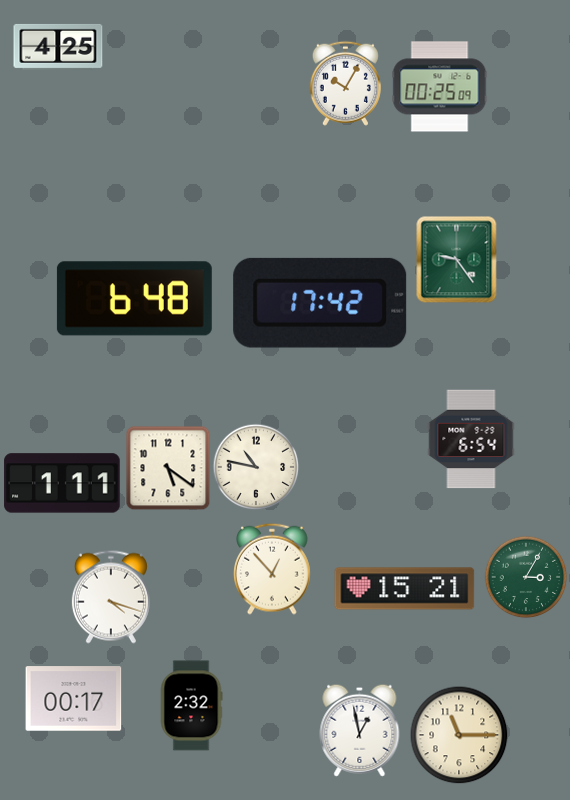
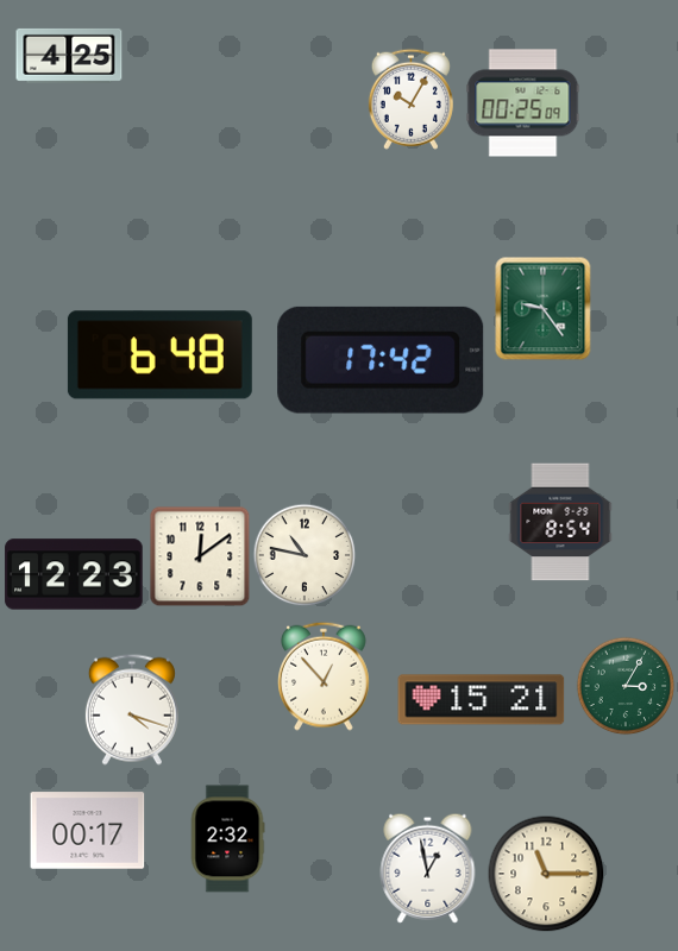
clock at (471, 439): 6:54 -> 8:54
clock at (168, 468): 5:21 -> 12:09
clock at (62, 483): 1:11 -> 12:23
